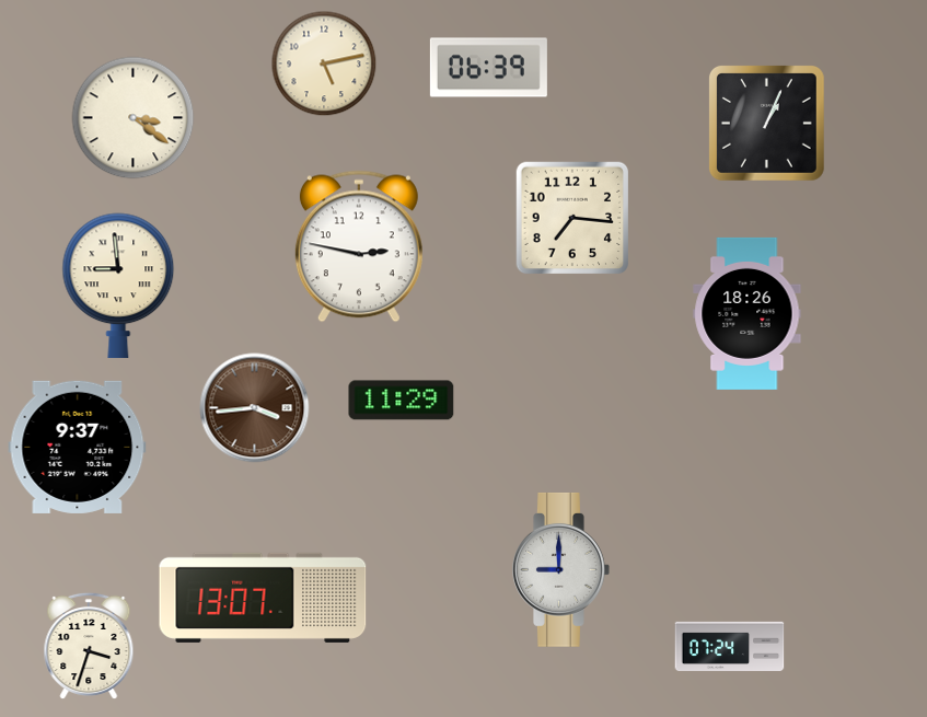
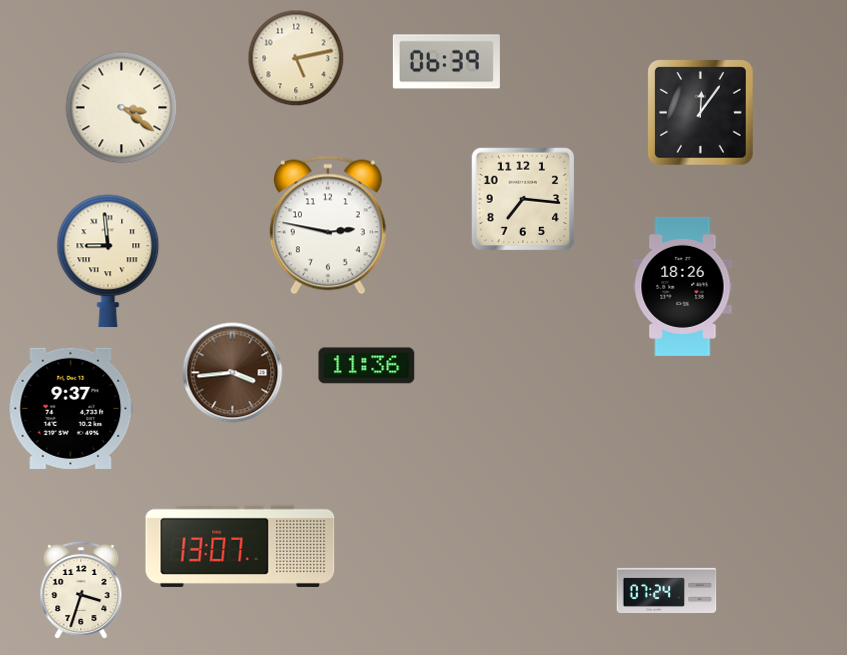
clock at (766, 123): 1:04 -> 12:06
clock at (402, 401): 11:29 -> 11:36
clock at (561, 569): 9:00 -> none
